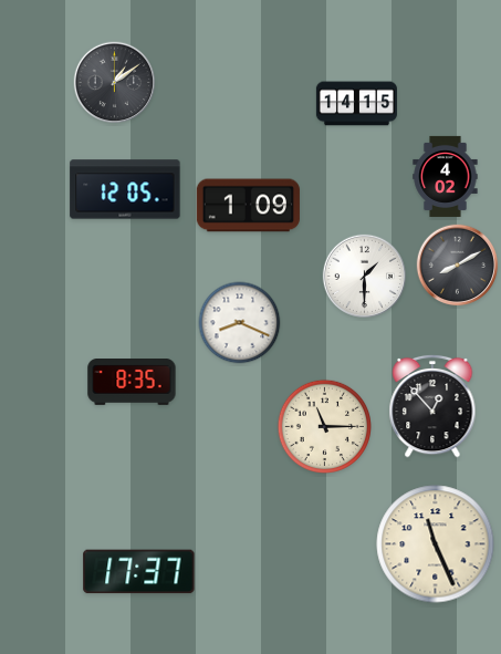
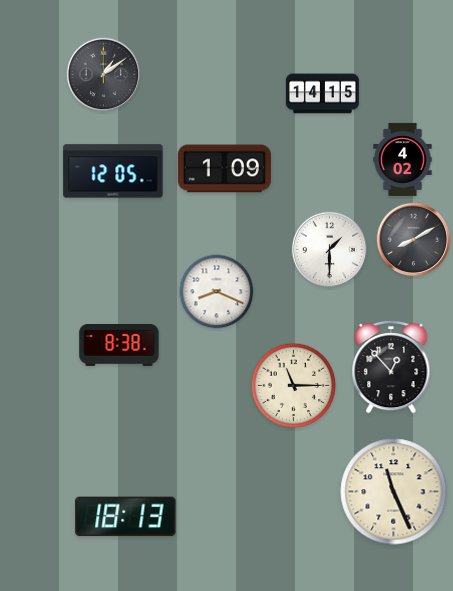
clock at (248, 206) position: (248, 206) -> (224, 169)
clock at (132, 383): 8:35 -> 8:38
clock at (139, 572): 17:37 -> 18:13
